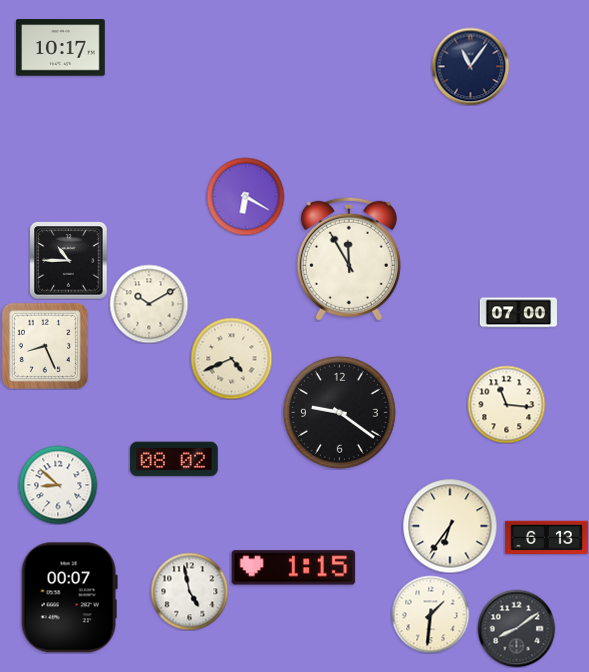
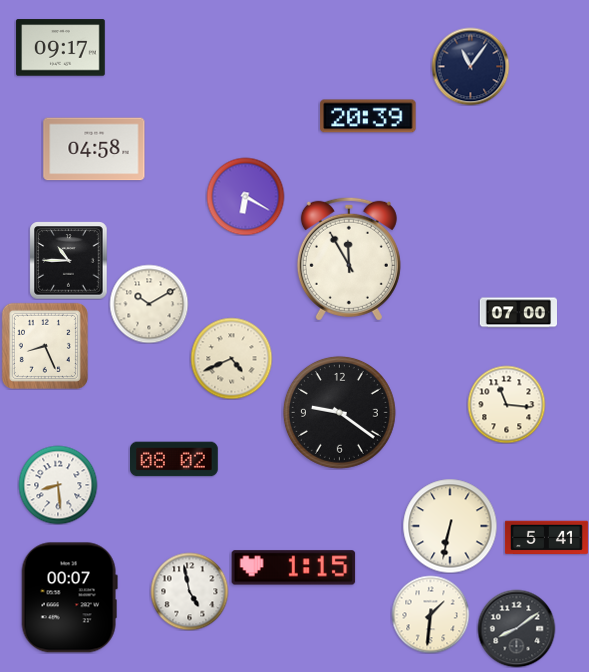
clock at (61, 48): 10:17 -> 09:17
clock at (368, 116): none -> 20:39
clock at (94, 149): none -> 04:58
clock at (58, 485): 8:52 -> 8:29
clock at (450, 526): 6:36 -> 6:32
clock at (546, 538): 6:13 -> 5:41
